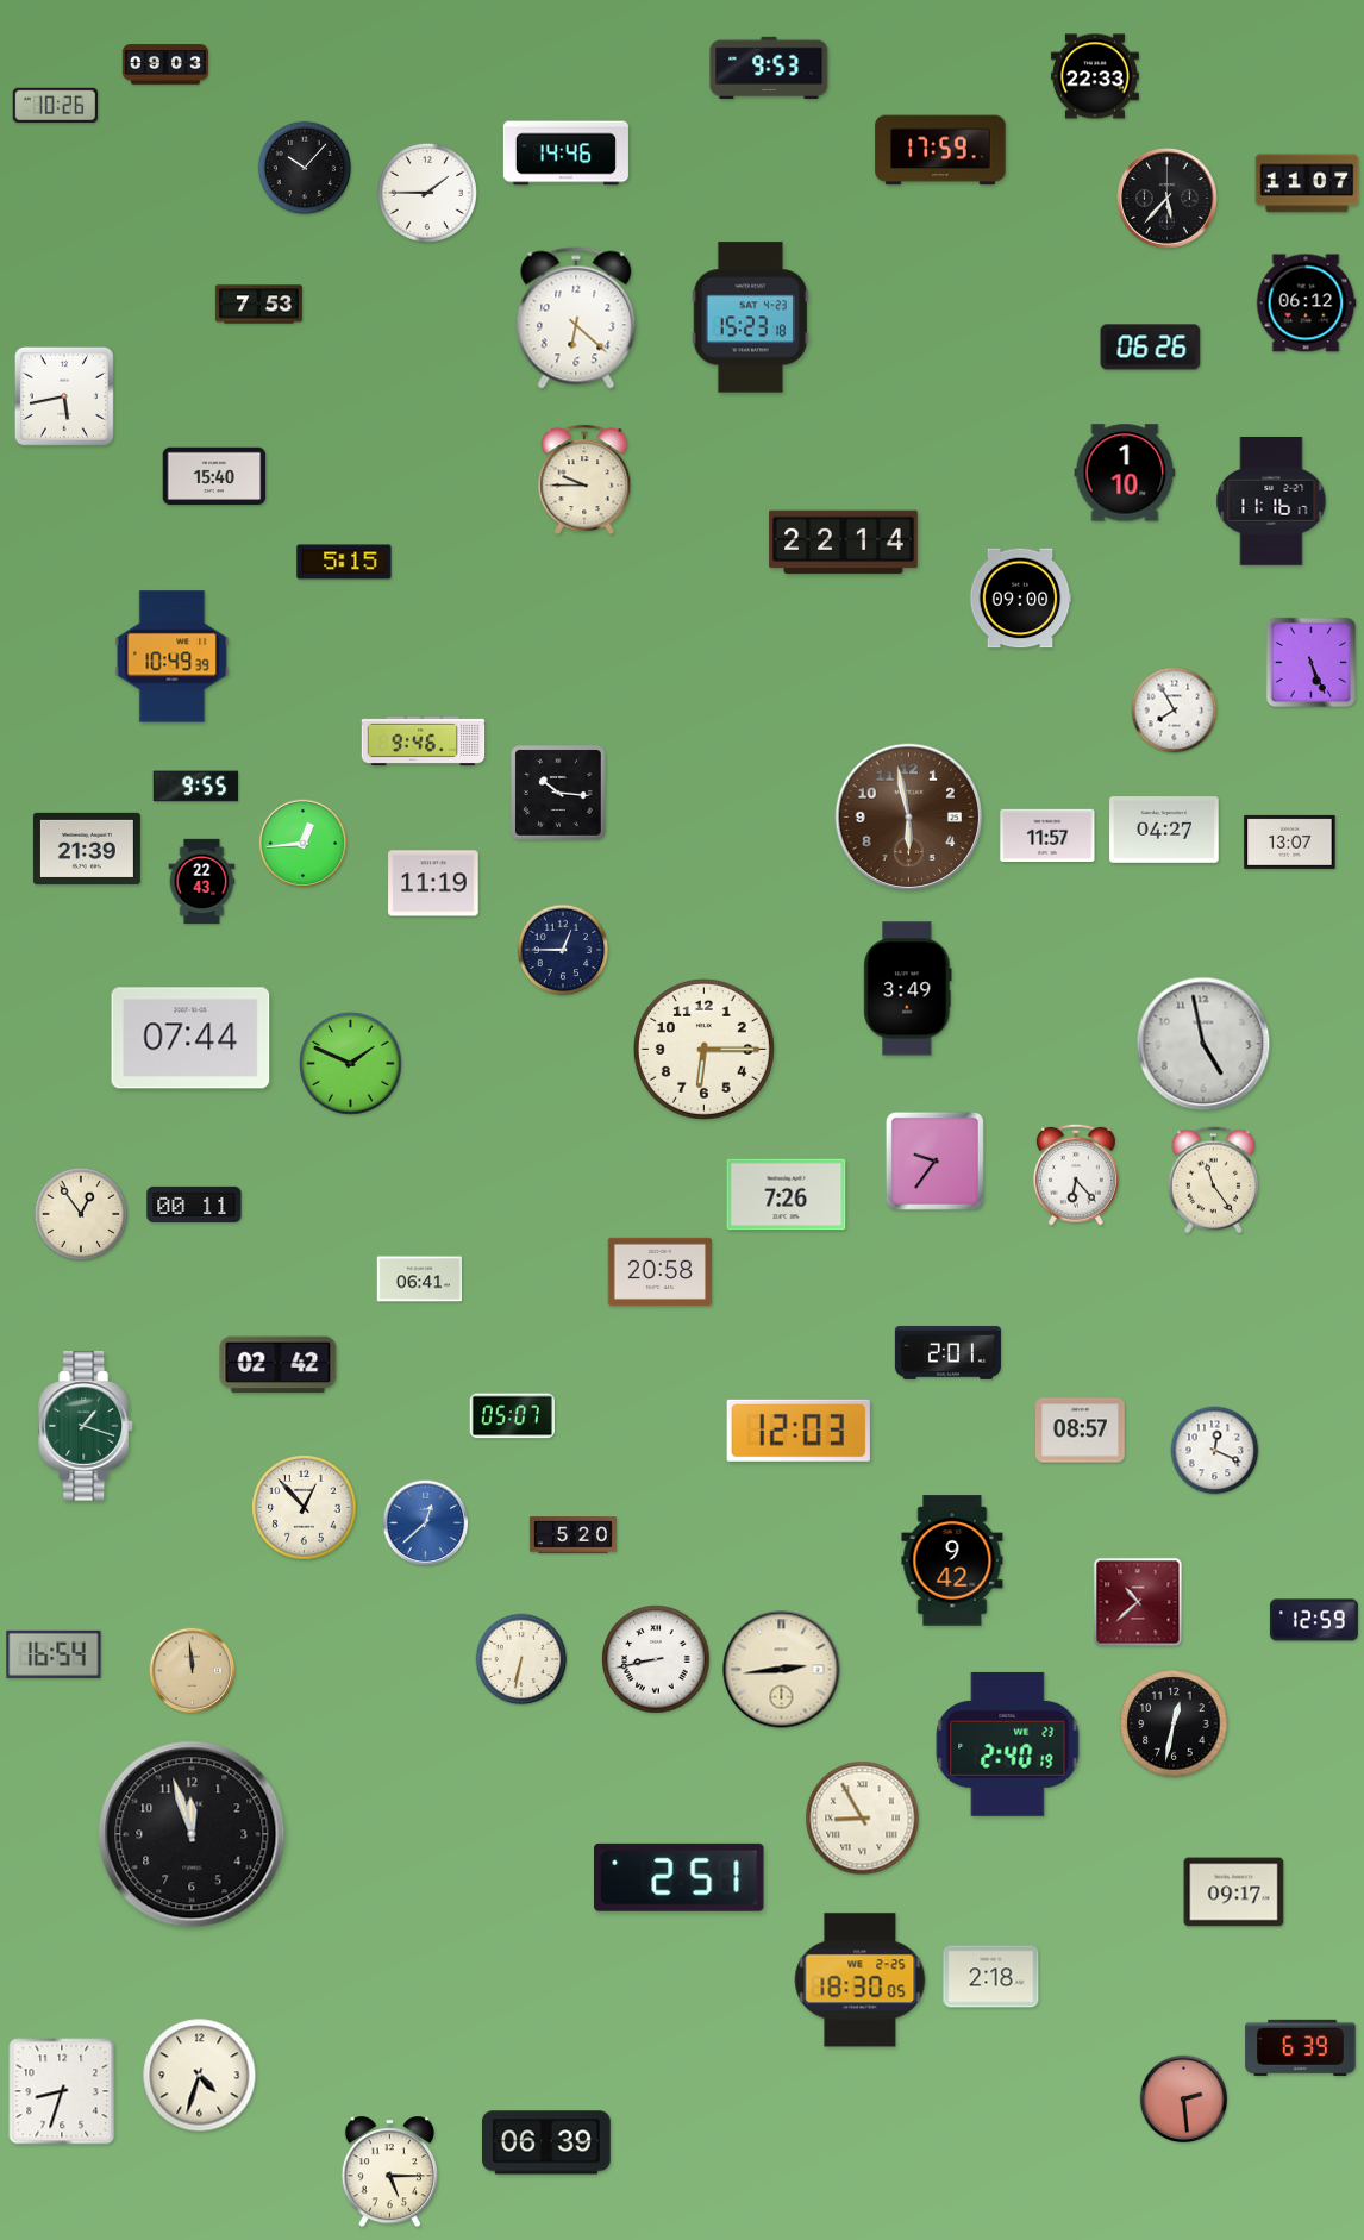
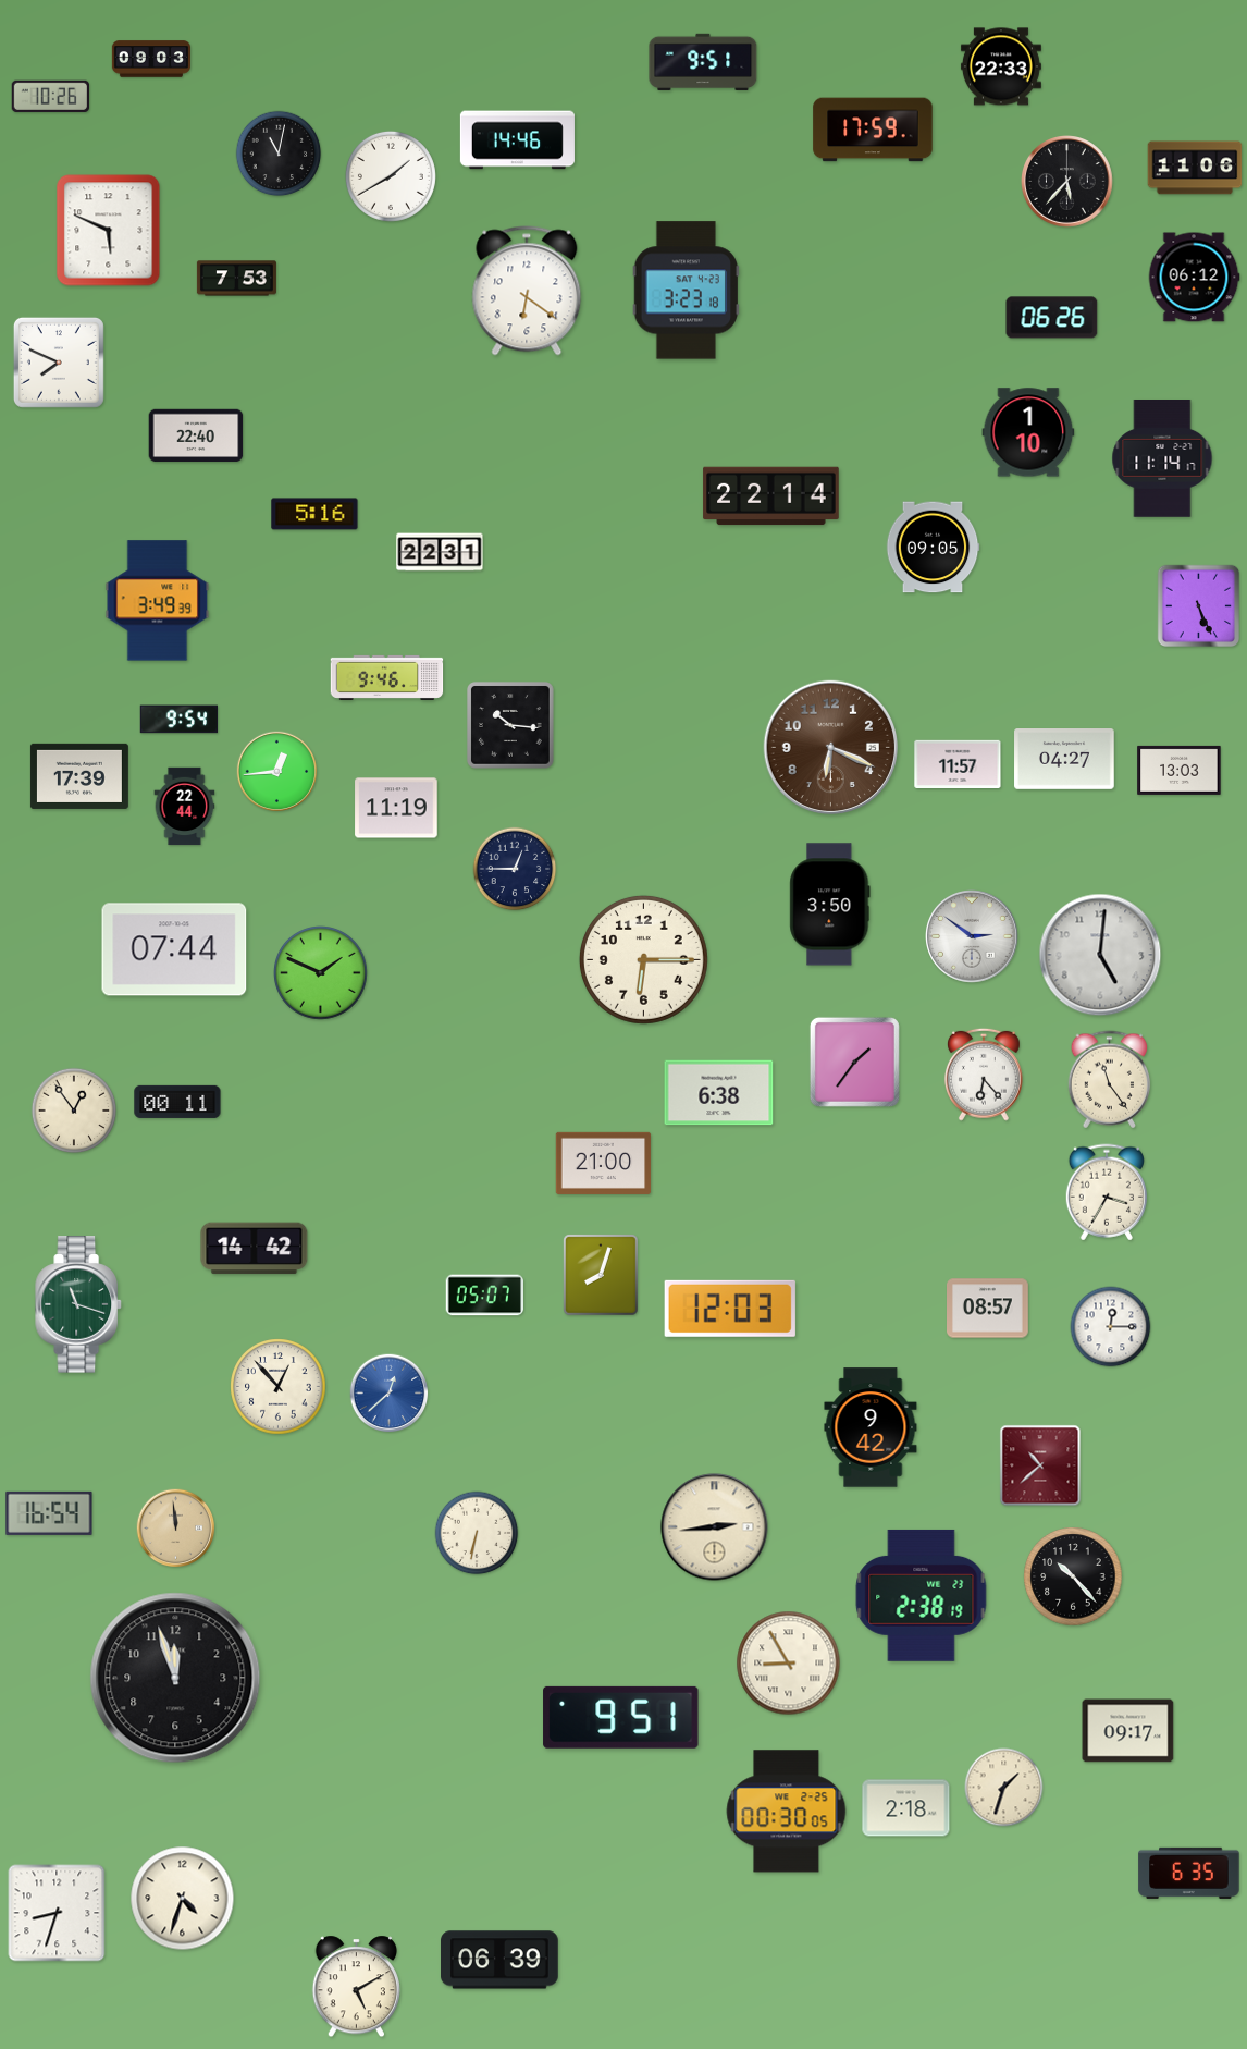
clock at (769, 68): 9:53 -> 9:51
clock at (1095, 76) position: (1095, 76) -> (1001, 66)
clock at (940, 150) position: (940, 150) -> (873, 130)
clock at (305, 168): 10:07 -> 11:02
clock at (1307, 183): 11:07 -> 11:06
clock at (427, 193): 1:45 -> 1:40
clock at (109, 231): none -> 5:49
clock at (576, 318): 6:22 -> 6:21
clock at (751, 318): 15:23 -> 3:23
clock at (64, 396): 5:43 -> 7:49
clock at (214, 476): 15:40 -> 22:40
clock at (584, 480): 9:45 -> none
clock at (1271, 502): 11:16 -> 11:14
clock at (344, 562): 5:15 -> 5:16
clock at (1020, 599): 09:00 -> 09:05
clock at (440, 552): none -> 22:31
clock at (173, 657): 10:49 -> 3:49
clock at (1175, 711): 7:55 -> none
clock at (196, 787): 9:55 -> 9:54
clock at (909, 818): 5:58 -> 6:19
clock at (1290, 841): 13:07 -> 13:03
clock at (87, 849): 21:39 -> 17:39
clock at (202, 882): 22:43 -> 22:44
clock at (908, 989): 3:49 -> 3:50
clock at (972, 936): none -> 2:51
clock at (1203, 1044): 4:58 -> 5:01
clock at (934, 1160): 9:36 -> 1:36
clock at (787, 1195): 7:26 -> 6:38
clock at (661, 1271): 20:58 -> 21:00
clock at (420, 1279): 06:41 -> none
clock at (1106, 1192): none -> 3:35
clock at (947, 1352): 2:01 -> none
clock at (279, 1365): 02:42 -> 14:42
clock at (601, 1275): none -> 8:03
clock at (512, 1416) position: (512, 1416) -> (484, 1296)
clock at (86, 1426): 1:18 -> 11:18
clock at (1215, 1451): 12:19 -> 12:15
clock at (305, 1508) position: (305, 1508) -> (279, 1387)
clock at (572, 1535): 5:20 -> none
clock at (1314, 1620): 12:59 -> none
clock at (521, 1659) position: (521, 1659) -> (477, 1533)
clock at (656, 1659): 8:43 -> none
clock at (1174, 1723): 12:32 -> 10:23
clock at (1008, 1744): 2:40 -> 2:38
clock at (680, 1877): 2:51 -> 9:51
clock at (1004, 1788): none -> 1:33
clock at (861, 1981): 18:30 -> 00:30
clock at (1301, 2047): 6:39 -> 6:35
clock at (1184, 2100): 2:29 -> none
clock at (389, 2172): 5:15 -> 5:10
